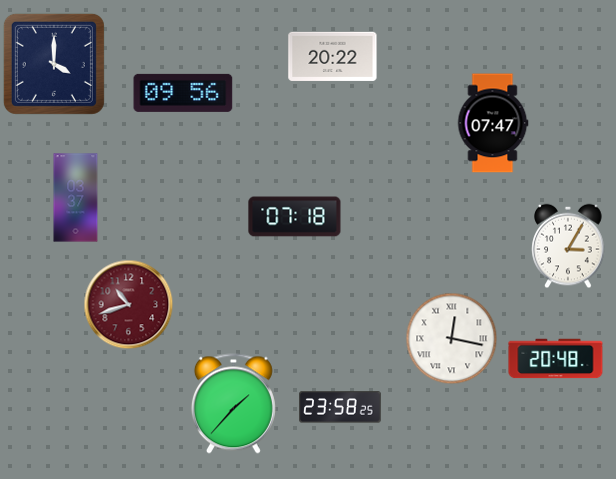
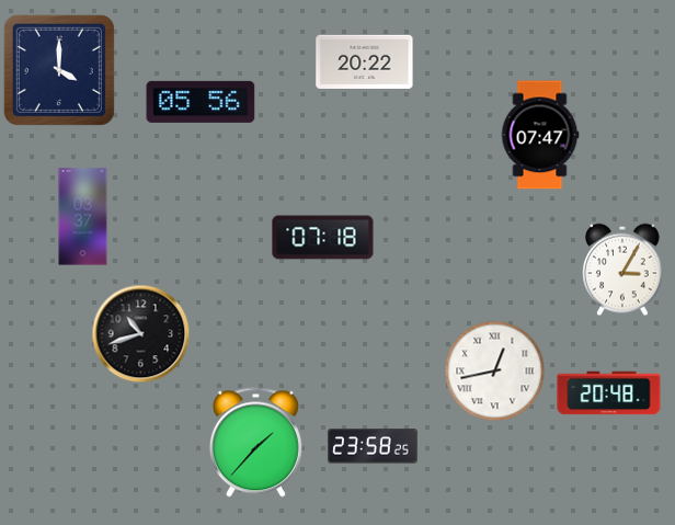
clock at (183, 93): 09:56 -> 05:56
clock at (129, 305) dial: burgundy -> black
clock at (452, 339): 12:17 -> 12:43
